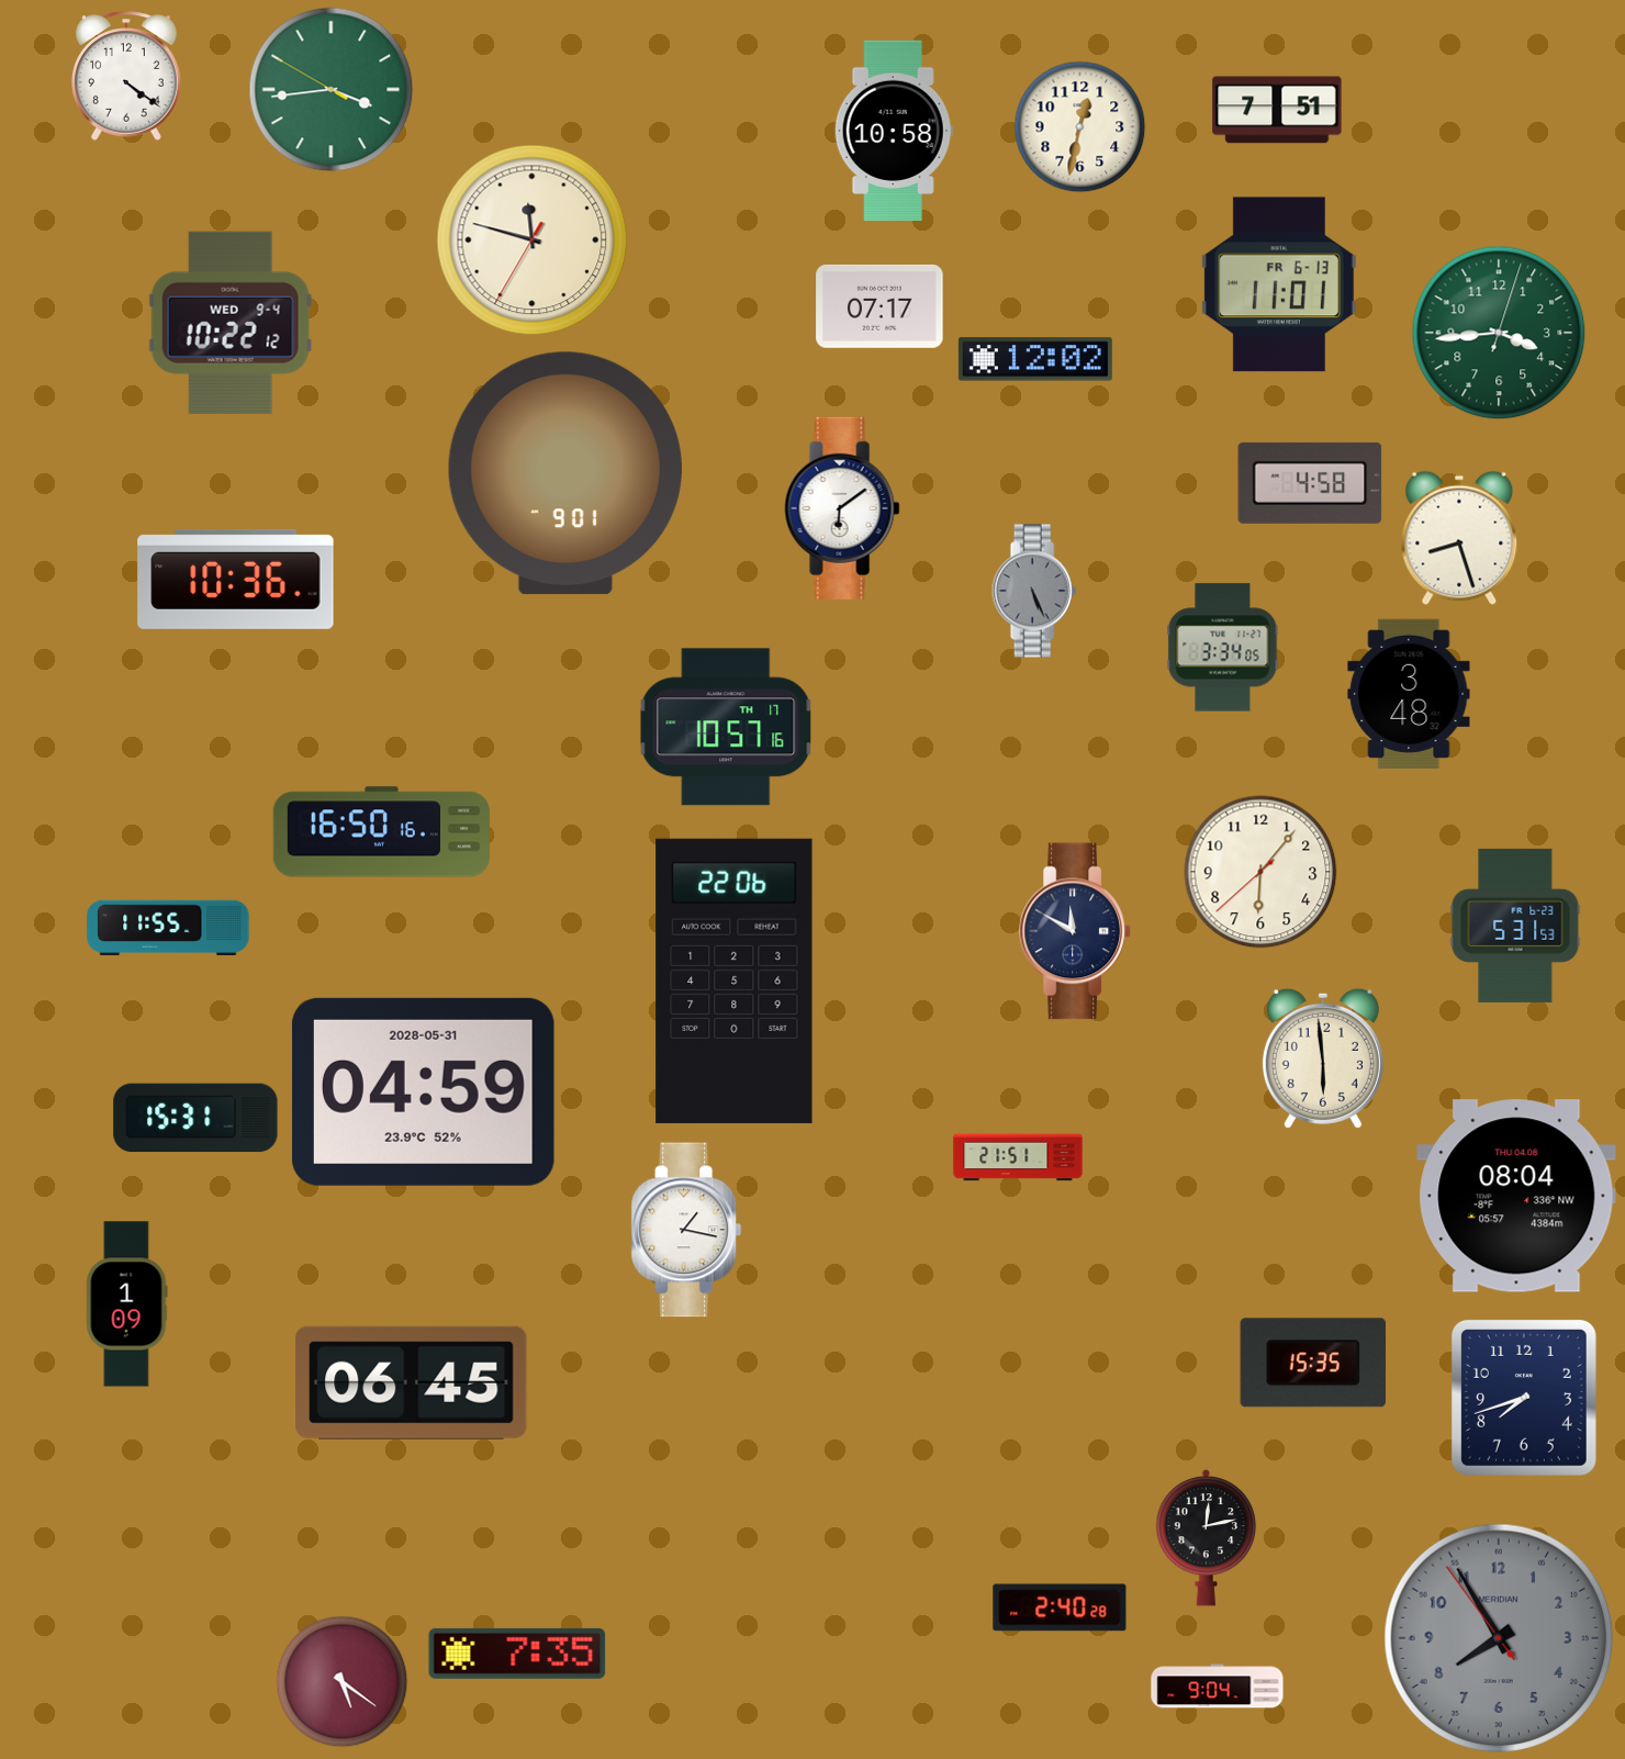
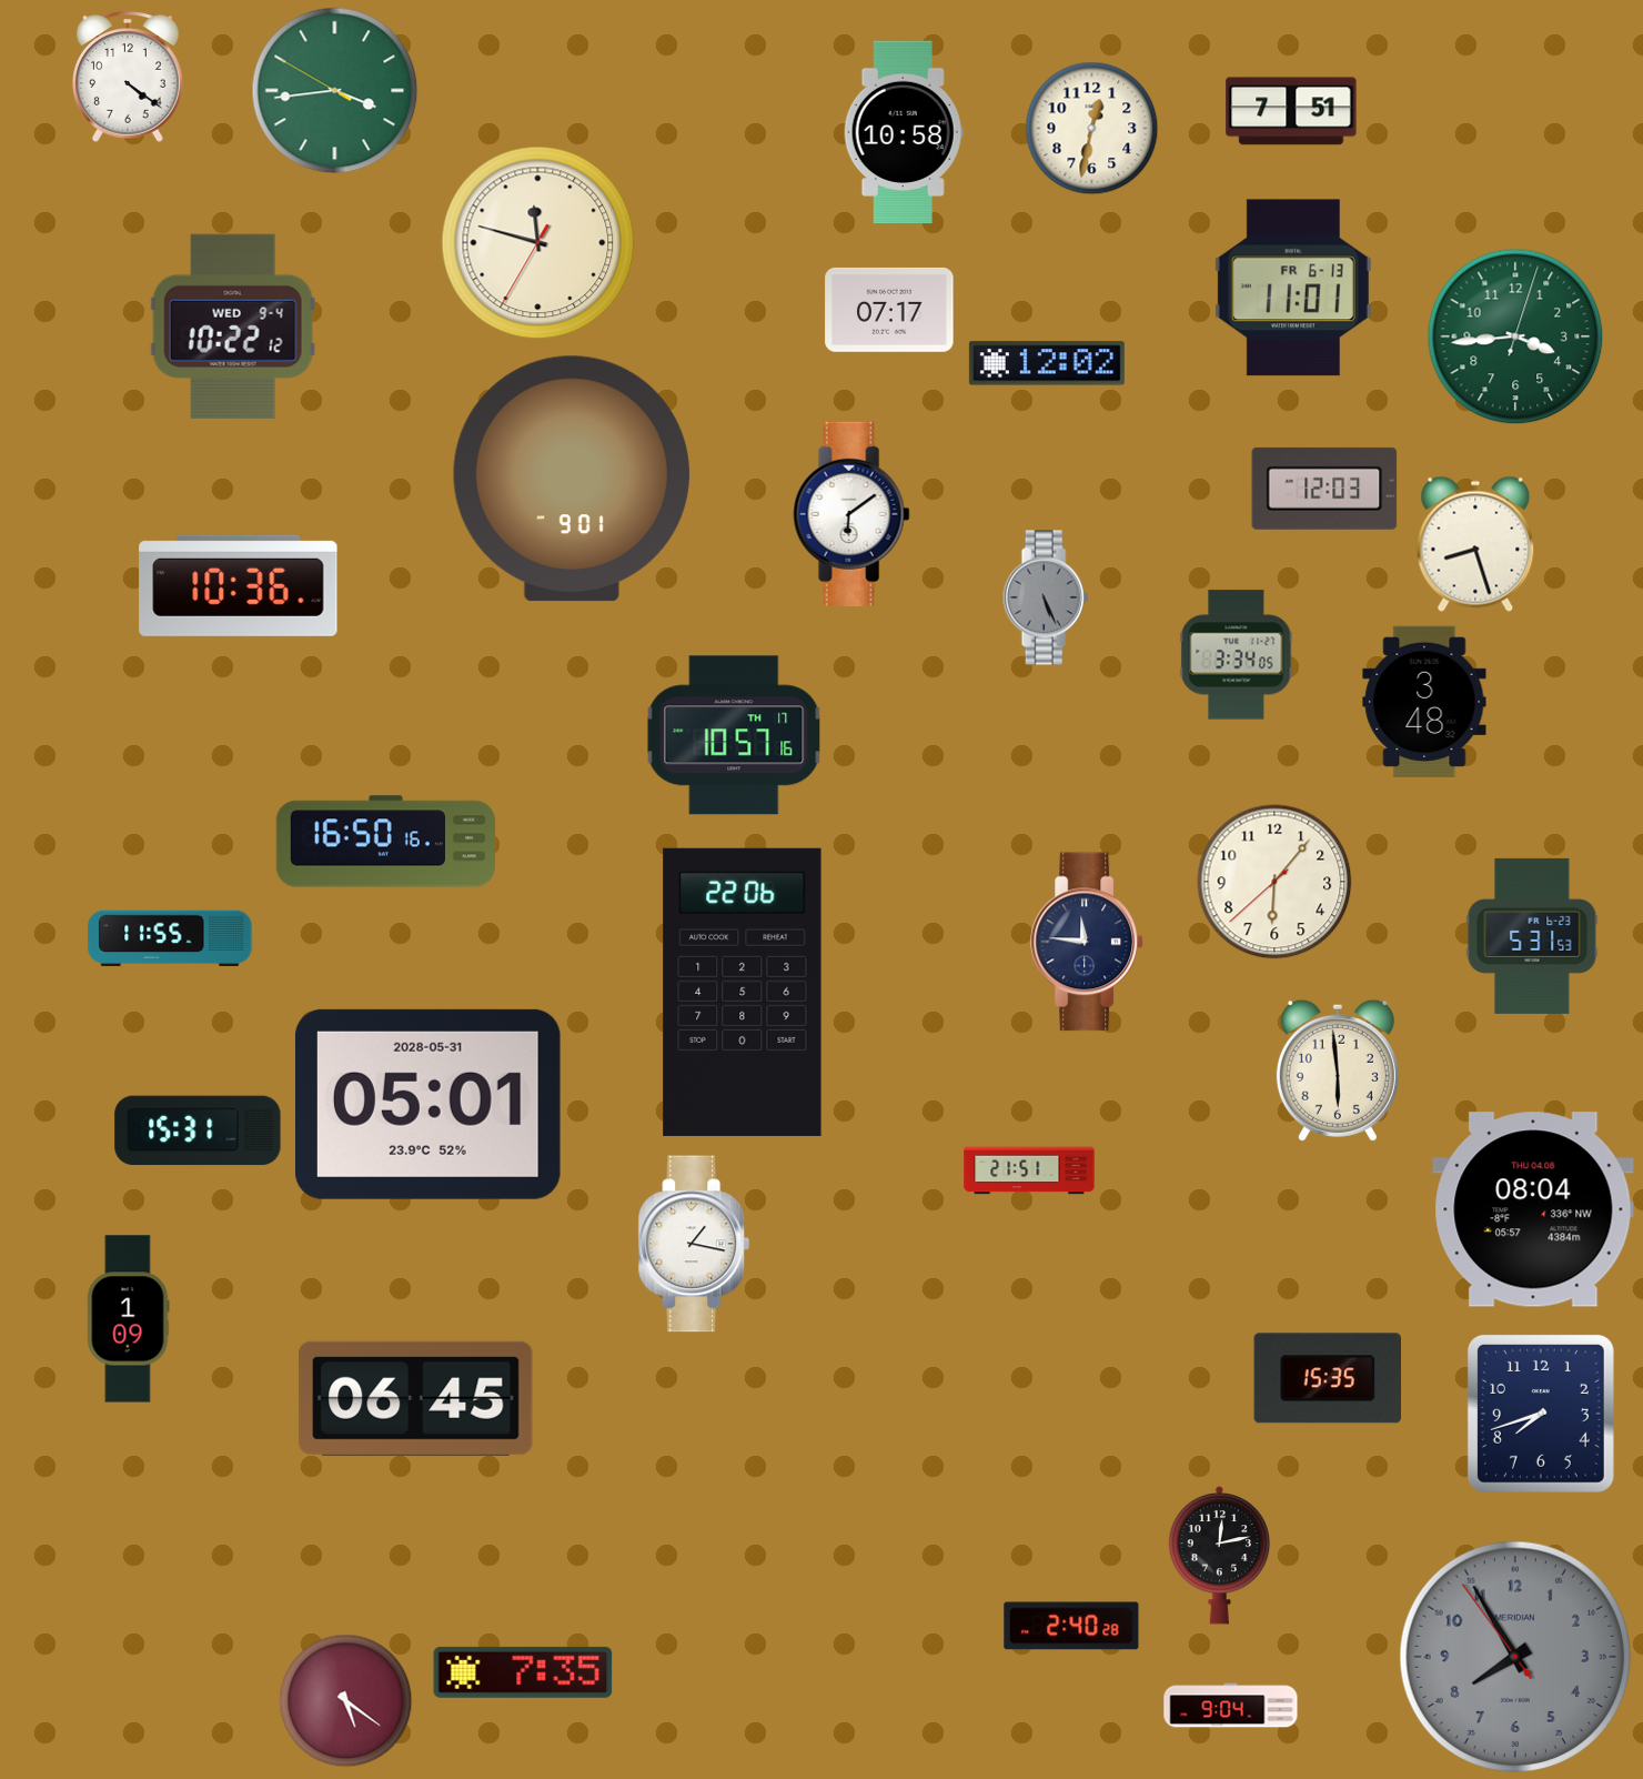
clock at (1310, 483): 4:58 -> 12:03
clock at (1075, 931): 11:50 -> 11:46
clock at (423, 1091): 04:59 -> 05:01
